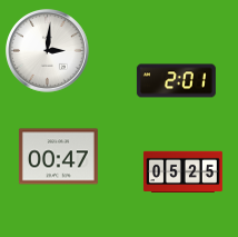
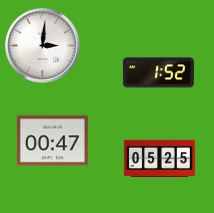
clock at (176, 81): 2:01 -> 1:52
clock at (182, 171) position: (182, 171) -> (159, 158)
